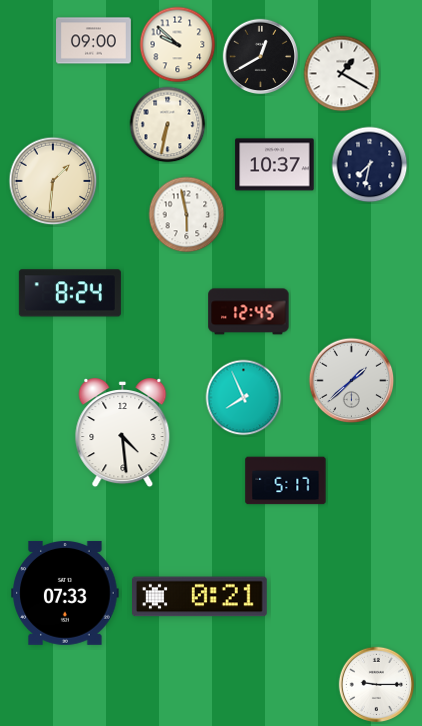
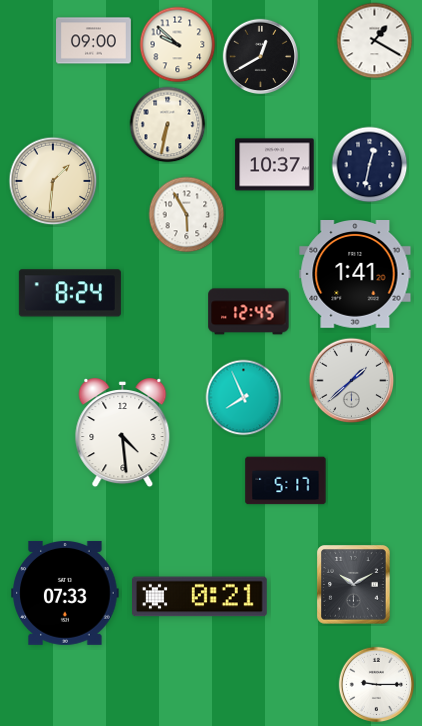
clock at (342, 74) position: (342, 74) -> (375, 41)
clock at (370, 165): 7:32 -> 12:32
clock at (187, 215): 5:58 -> 5:55
clock at (355, 275): none -> 1:41
clock at (354, 585): none -> 10:10
